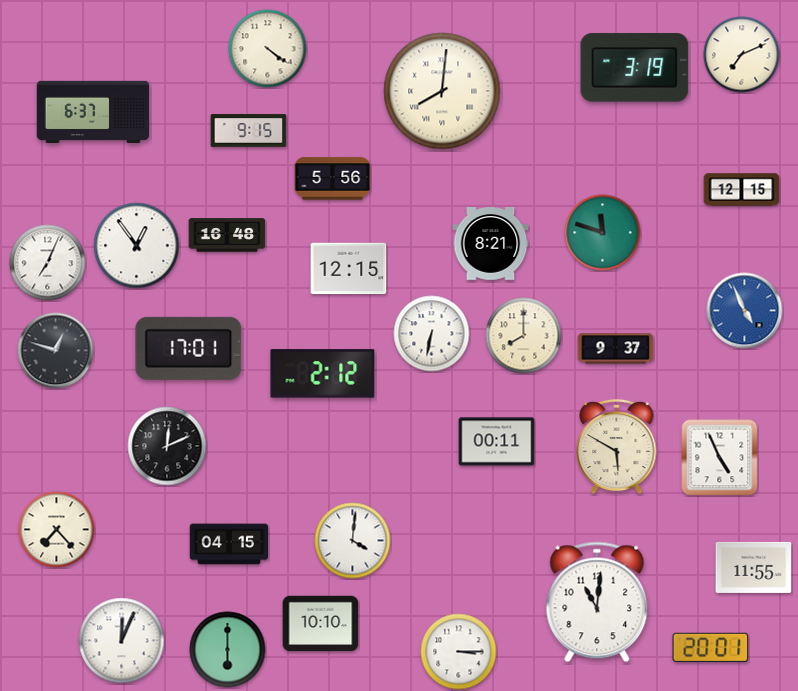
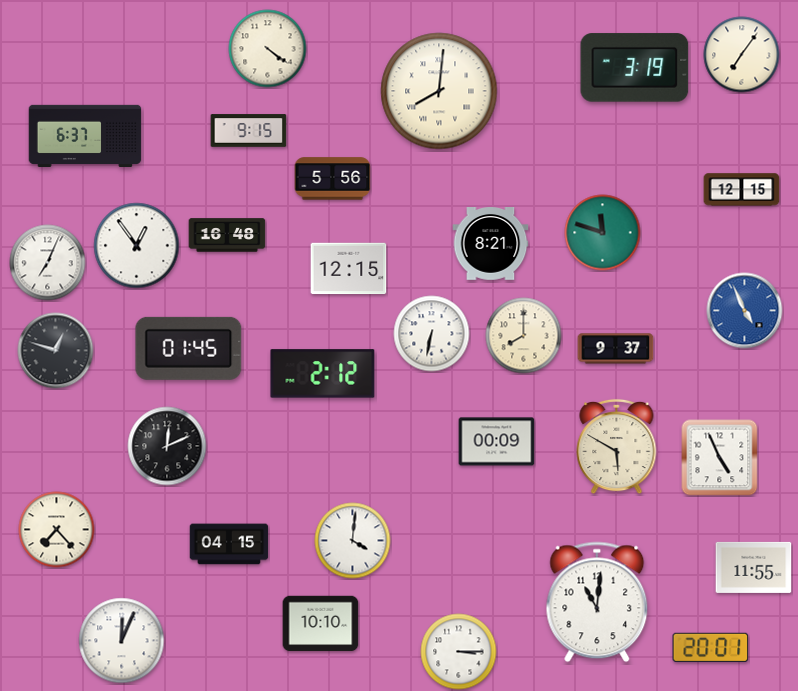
clock at (742, 55): 7:11 -> 7:06
clock at (442, 91) position: (442, 91) -> (439, 91)
clock at (93, 111) position: (93, 111) -> (85, 135)
clock at (189, 348): 17:01 -> 01:45
clock at (497, 442): 00:11 -> 00:09
clock at (228, 650): 6:00 -> none
